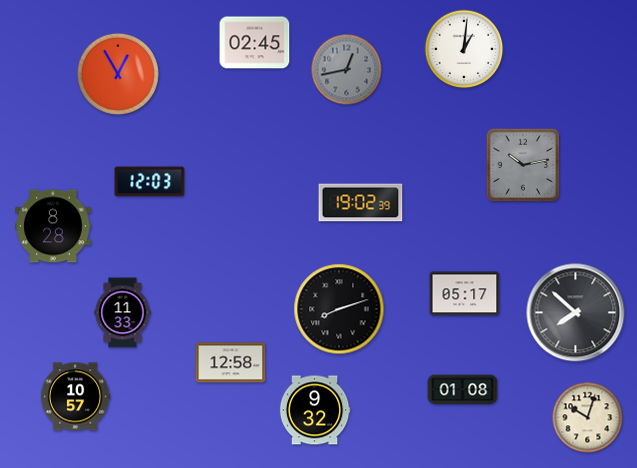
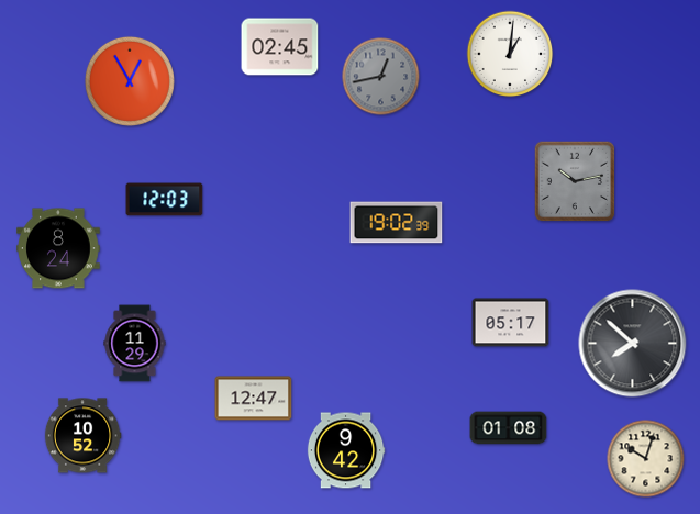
clock at (53, 226): 8:28 -> 8:24
clock at (339, 309): 8:12 -> none
clock at (123, 313): 11:33 -> 11:29
clock at (231, 363): 12:58 -> 12:47
clock at (75, 397): 10:57 -> 10:52
clock at (315, 410): 9:32 -> 9:42
